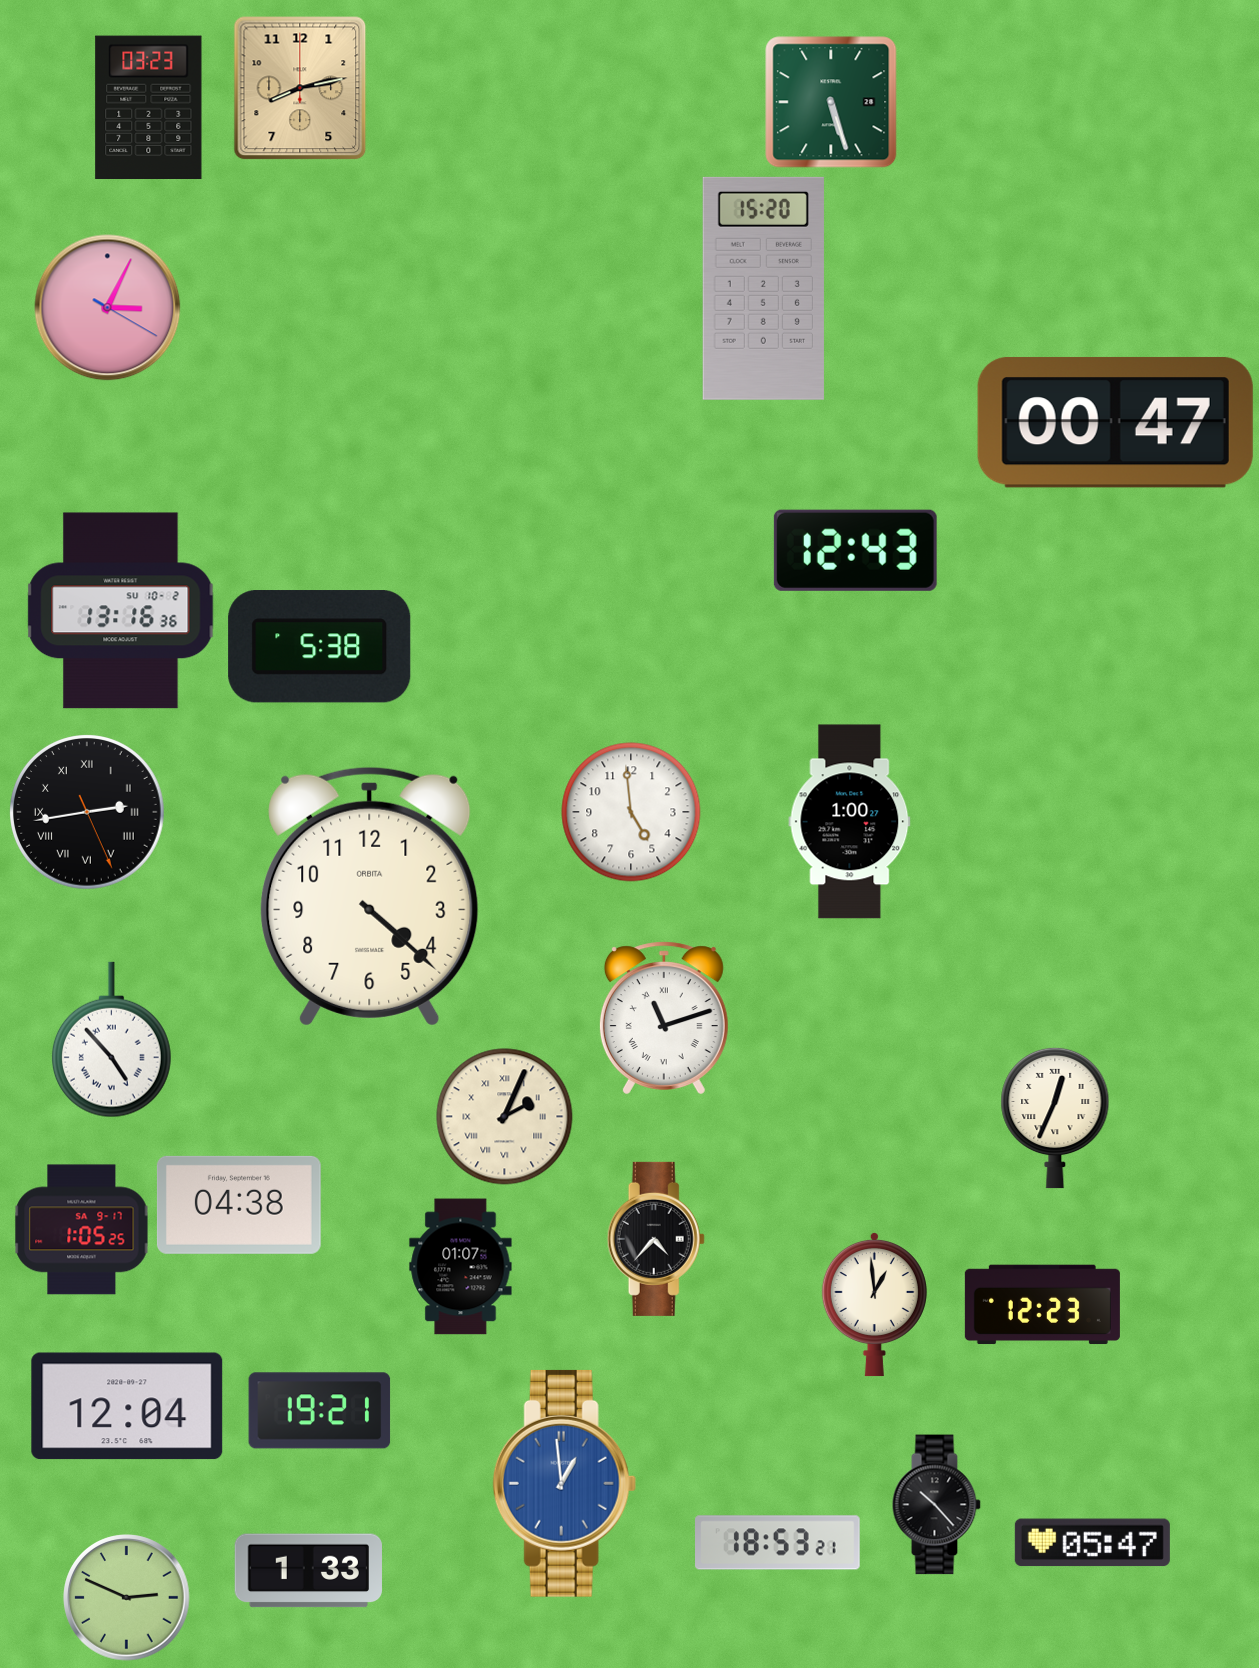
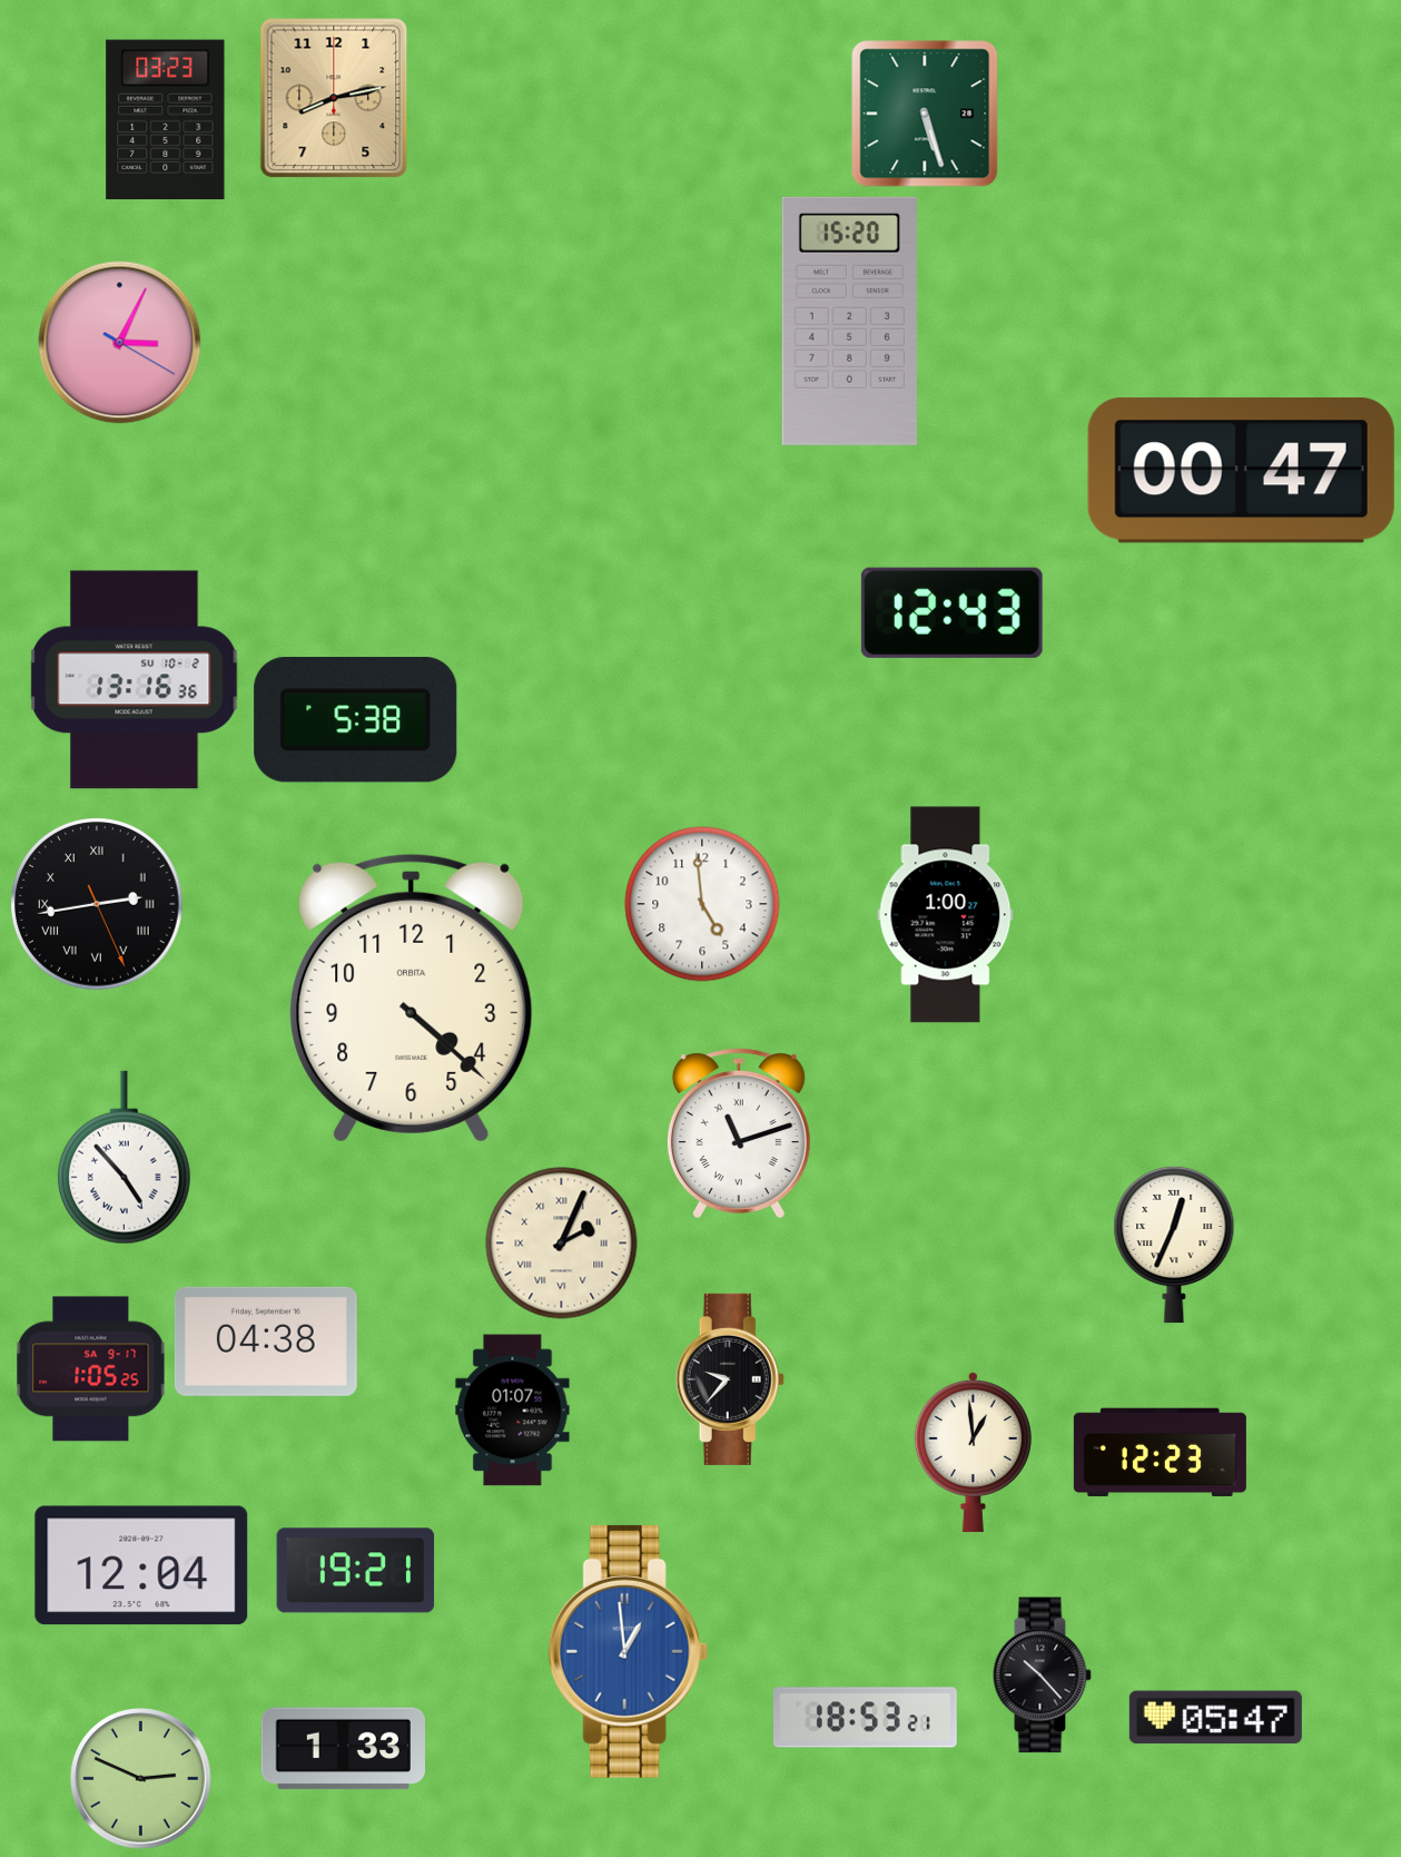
clock at (656, 1239): 4:37 -> 9:37
